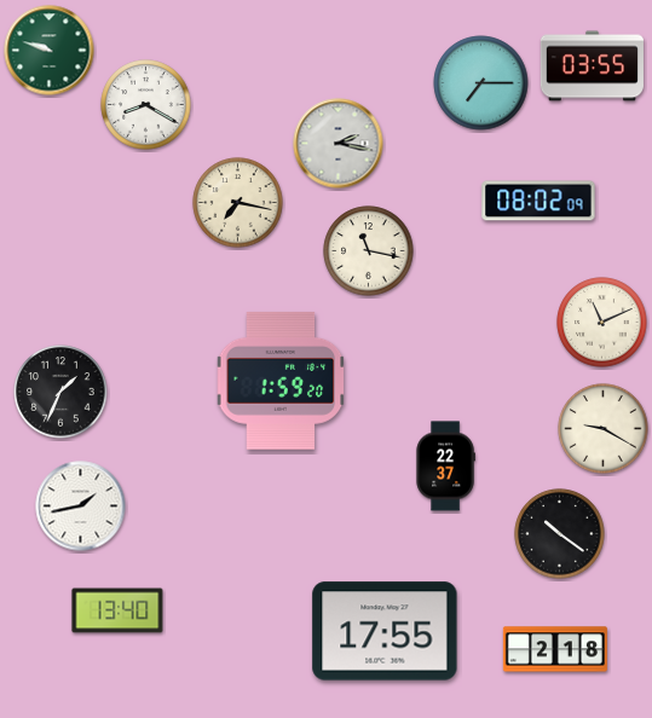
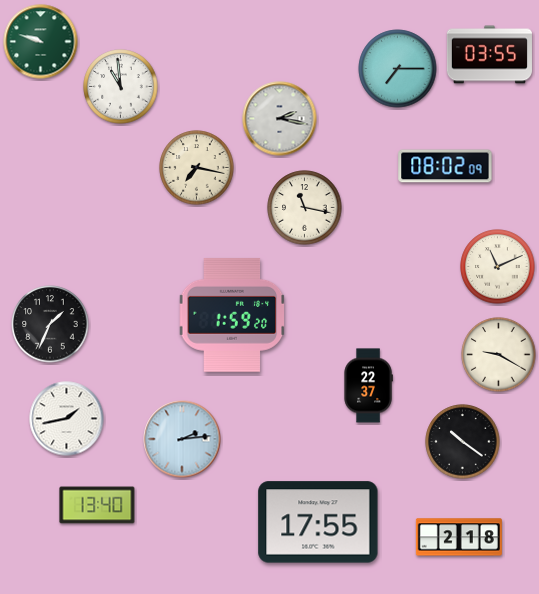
clock at (146, 105): 8:20 -> 10:59
clock at (182, 439): none -> 2:14
